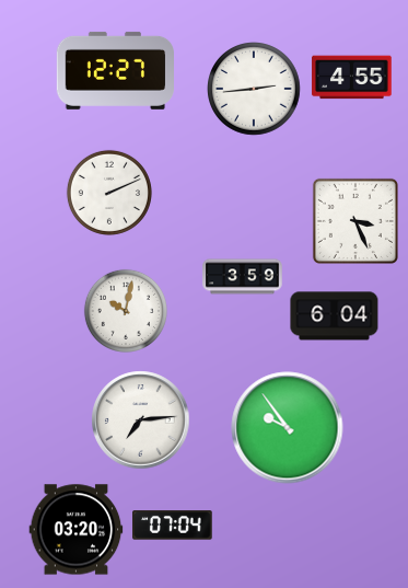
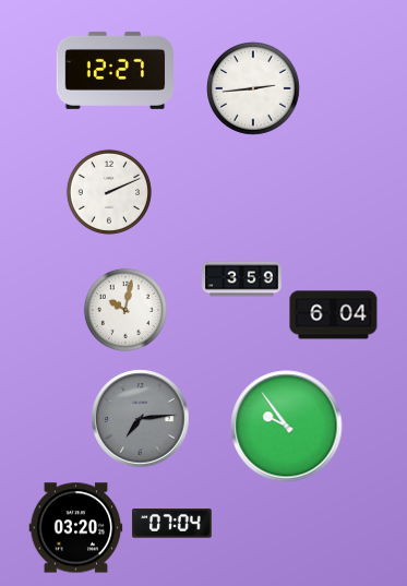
clock at (352, 78): 4:55 -> none
clock at (355, 221): 3:26 -> none
clock at (243, 277) position: (243, 277) -> (242, 279)
clock at (141, 420) dial: white -> grey
